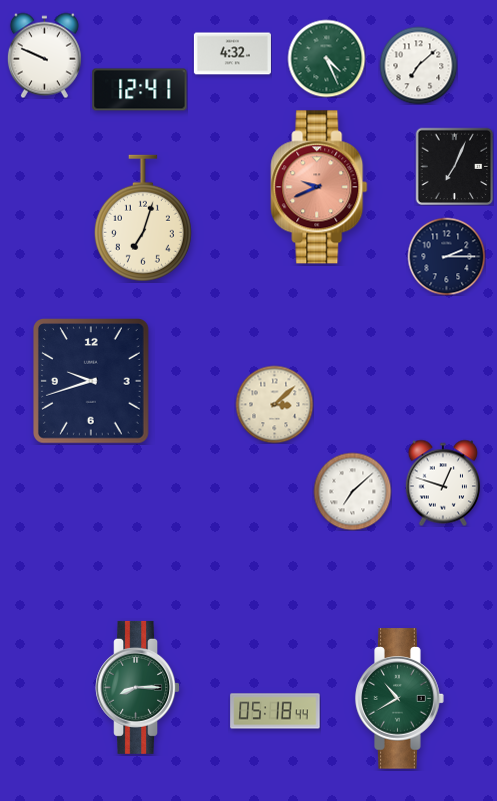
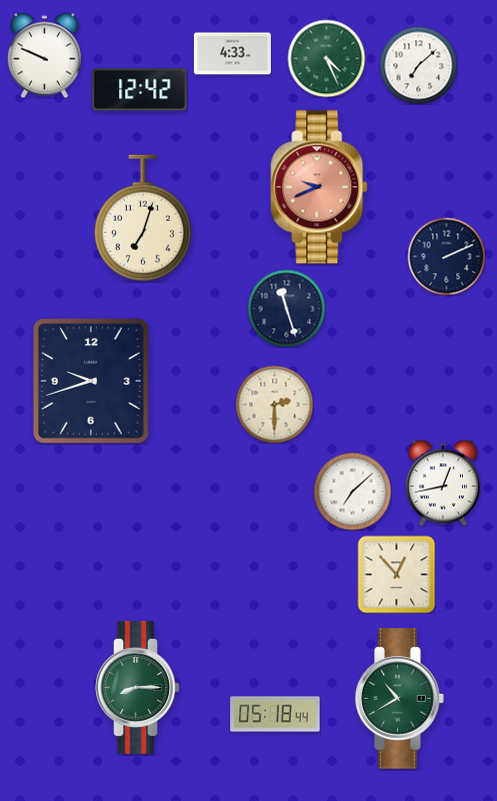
clock at (232, 54): 4:32 -> 4:33
clock at (140, 90): 12:41 -> 12:42
clock at (454, 166): 7:04 -> none
clock at (446, 256): 2:15 -> 2:11
clock at (286, 308): none -> 11:27
clock at (274, 404): 3:08 -> 2:30
clock at (443, 483): 12:48 -> 12:43
clock at (396, 574): none -> 12:53
clock at (275, 711) position: (275, 711) -> (275, 714)
